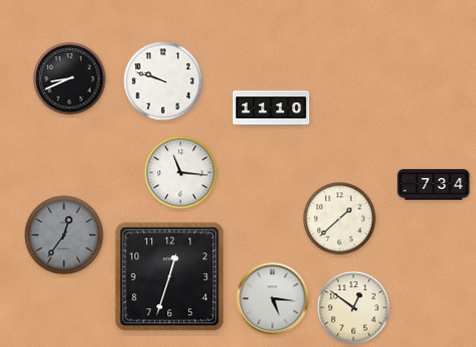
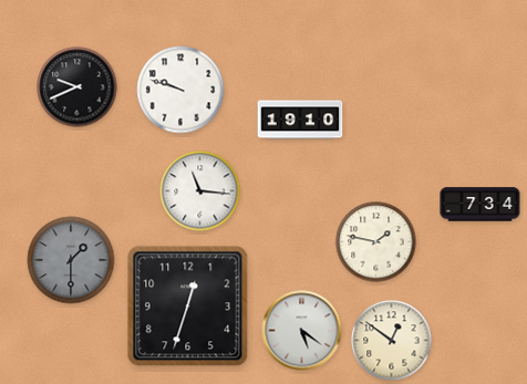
clock at (70, 79): 8:41 -> 9:41
clock at (271, 108): 11:10 -> 19:10
clock at (340, 219): 1:38 -> 1:47
clock at (64, 235): 12:36 -> 1:30
clock at (273, 299): 5:16 -> 5:21
